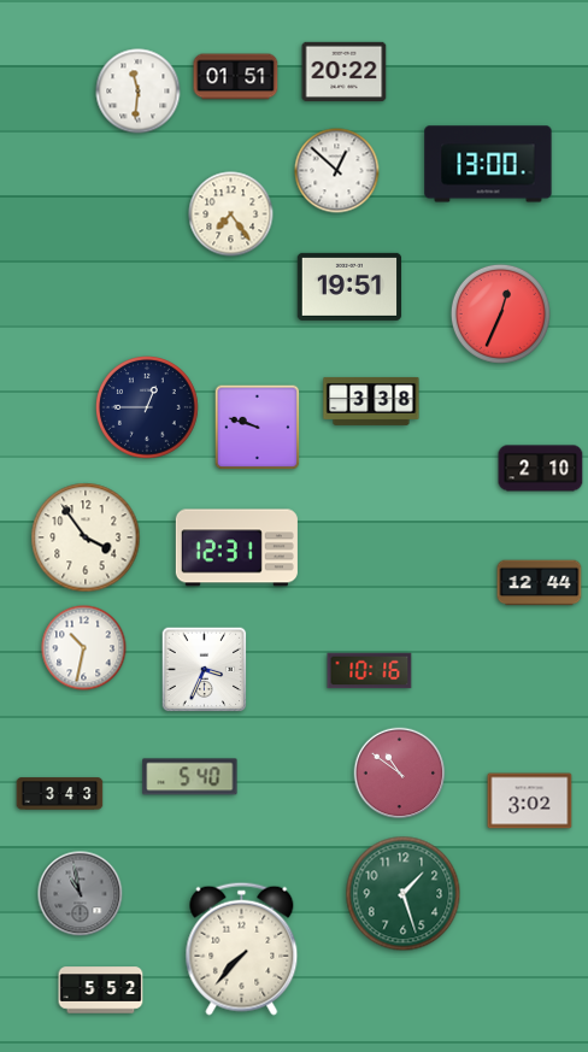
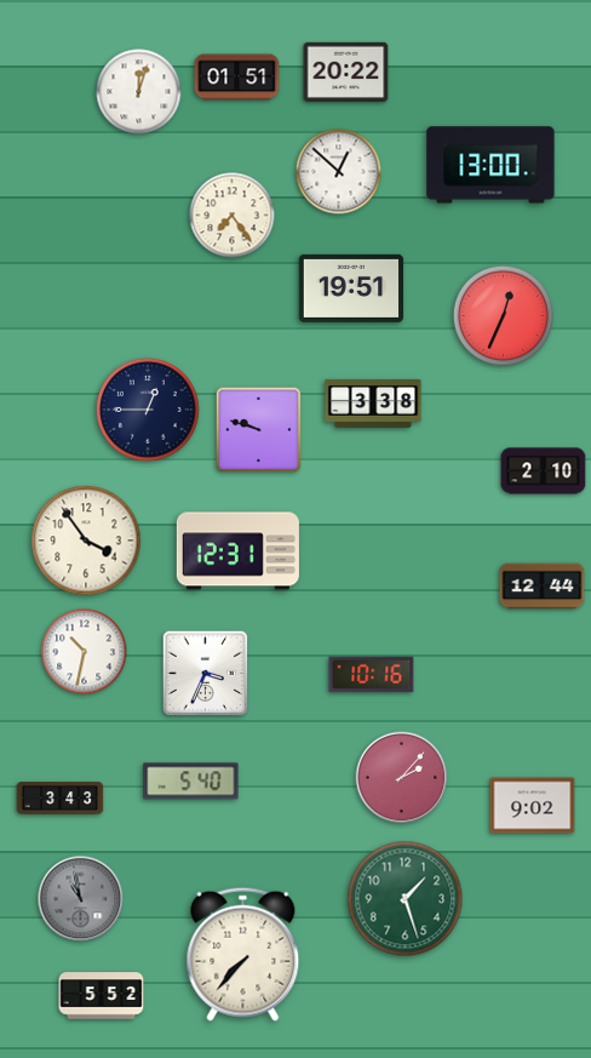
clock at (139, 92): 11:31 -> 12:03
clock at (400, 774): 10:51 -> 2:07
clock at (530, 801): 3:02 -> 9:02
